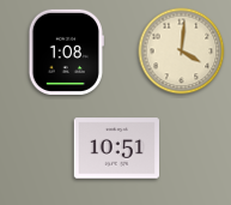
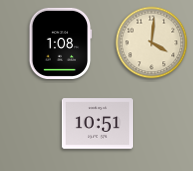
clock at (66, 52) position: (66, 52) -> (60, 43)
